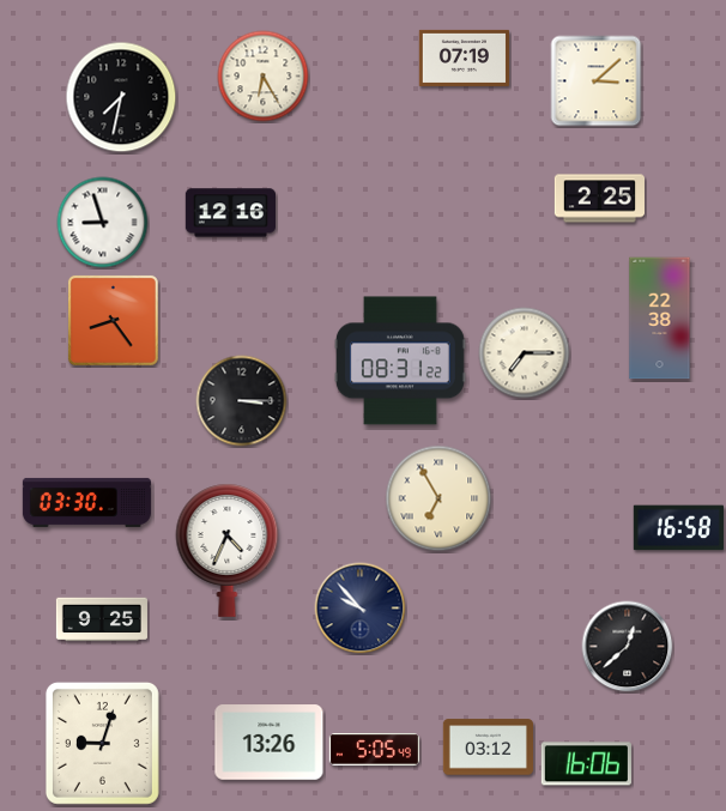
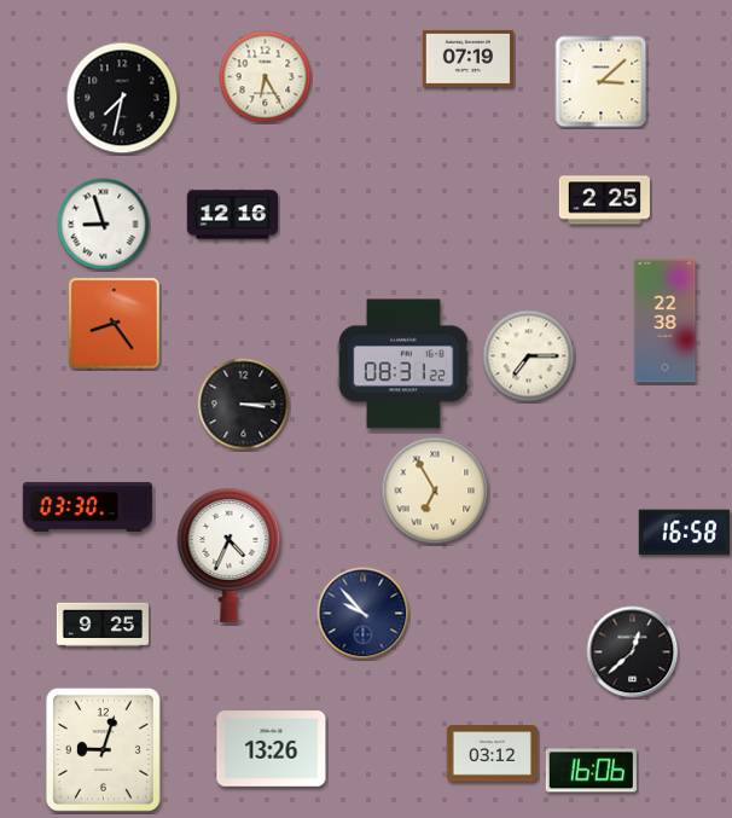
clock at (438, 498) position: (438, 498) -> (435, 491)
clock at (374, 750): 5:05 -> none
